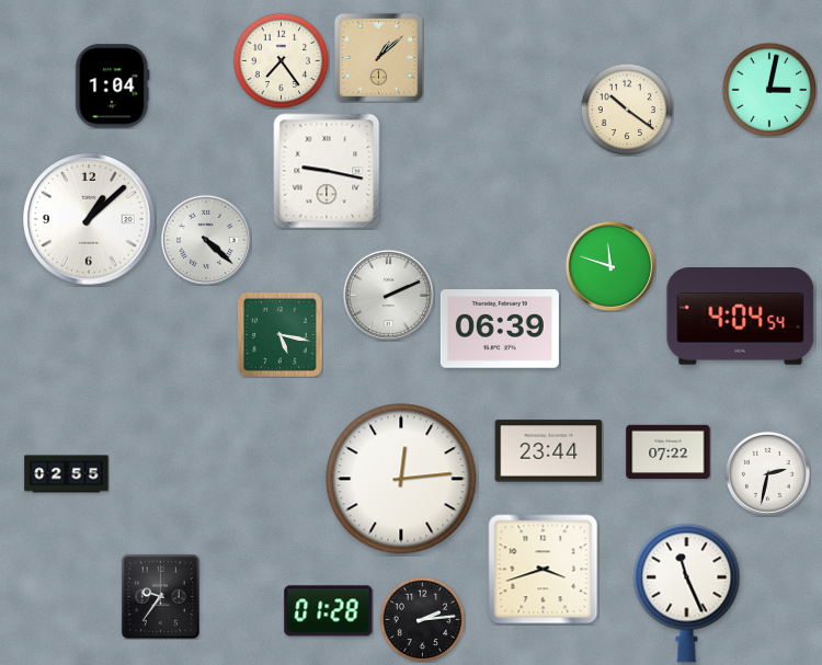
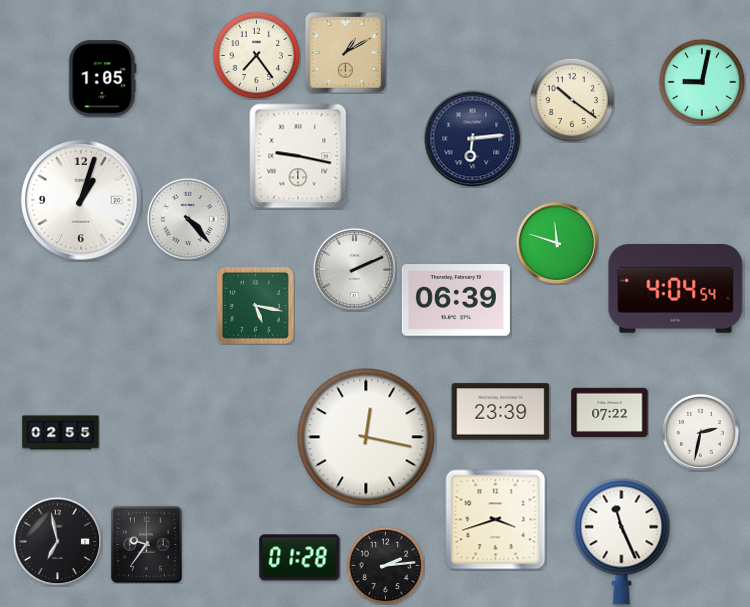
clock at (378, 57): 1:08 -> 1:10
clock at (113, 87): 1:04 -> 1:05
clock at (769, 90): 3:02 -> 9:02
clock at (473, 139): none -> 6:14
clock at (89, 219): 1:08 -> 1:03
clock at (206, 240): 4:22 -> 4:23
clock at (549, 451): 23:44 -> 23:39
clock at (401, 479): 12:14 -> 12:17
clock at (57, 541): none -> 6:58
clock at (687, 593) position: (687, 593) -> (622, 541)
